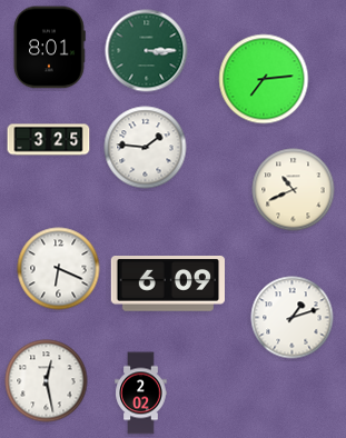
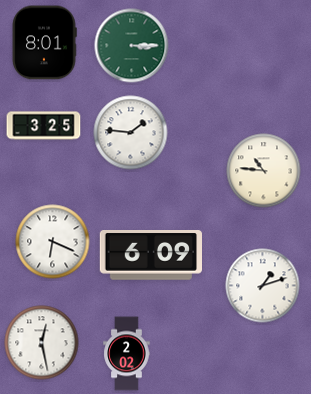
clock at (264, 79): 7:14 -> none
clock at (294, 190): 10:41 -> 10:46
